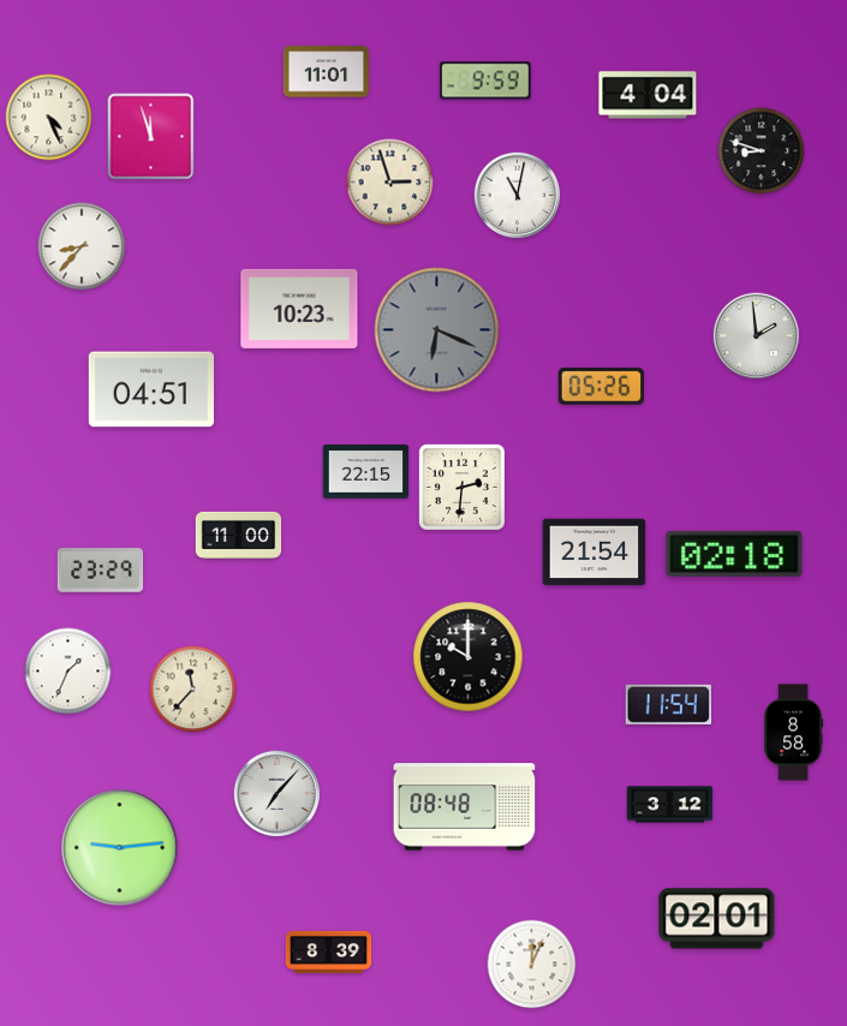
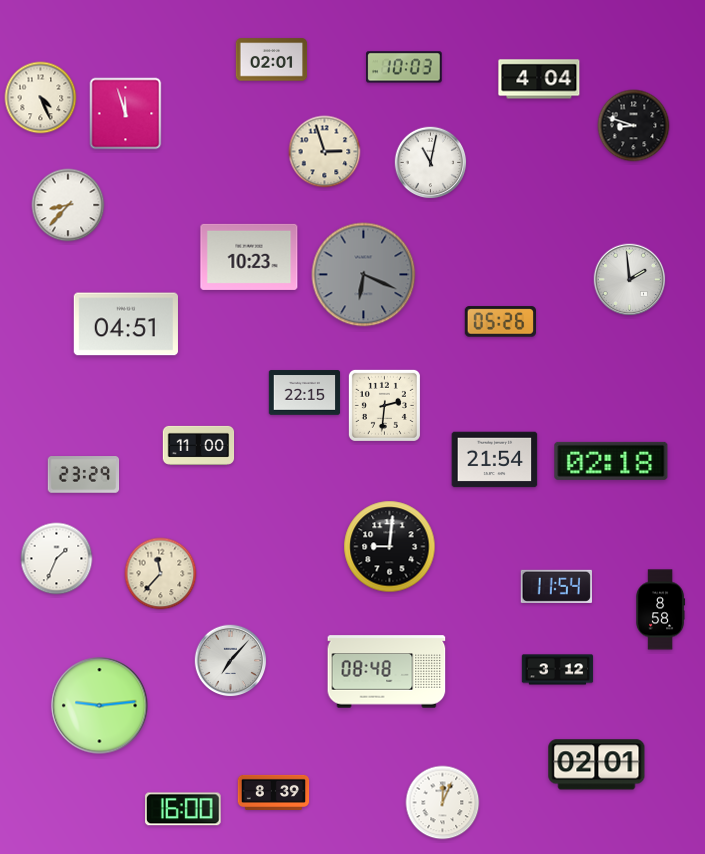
clock at (327, 72): 11:01 -> 02:01
clock at (485, 80): 9:59 -> 10:03
clock at (469, 657): 10:00 -> 9:01
clock at (184, 809): none -> 16:00
